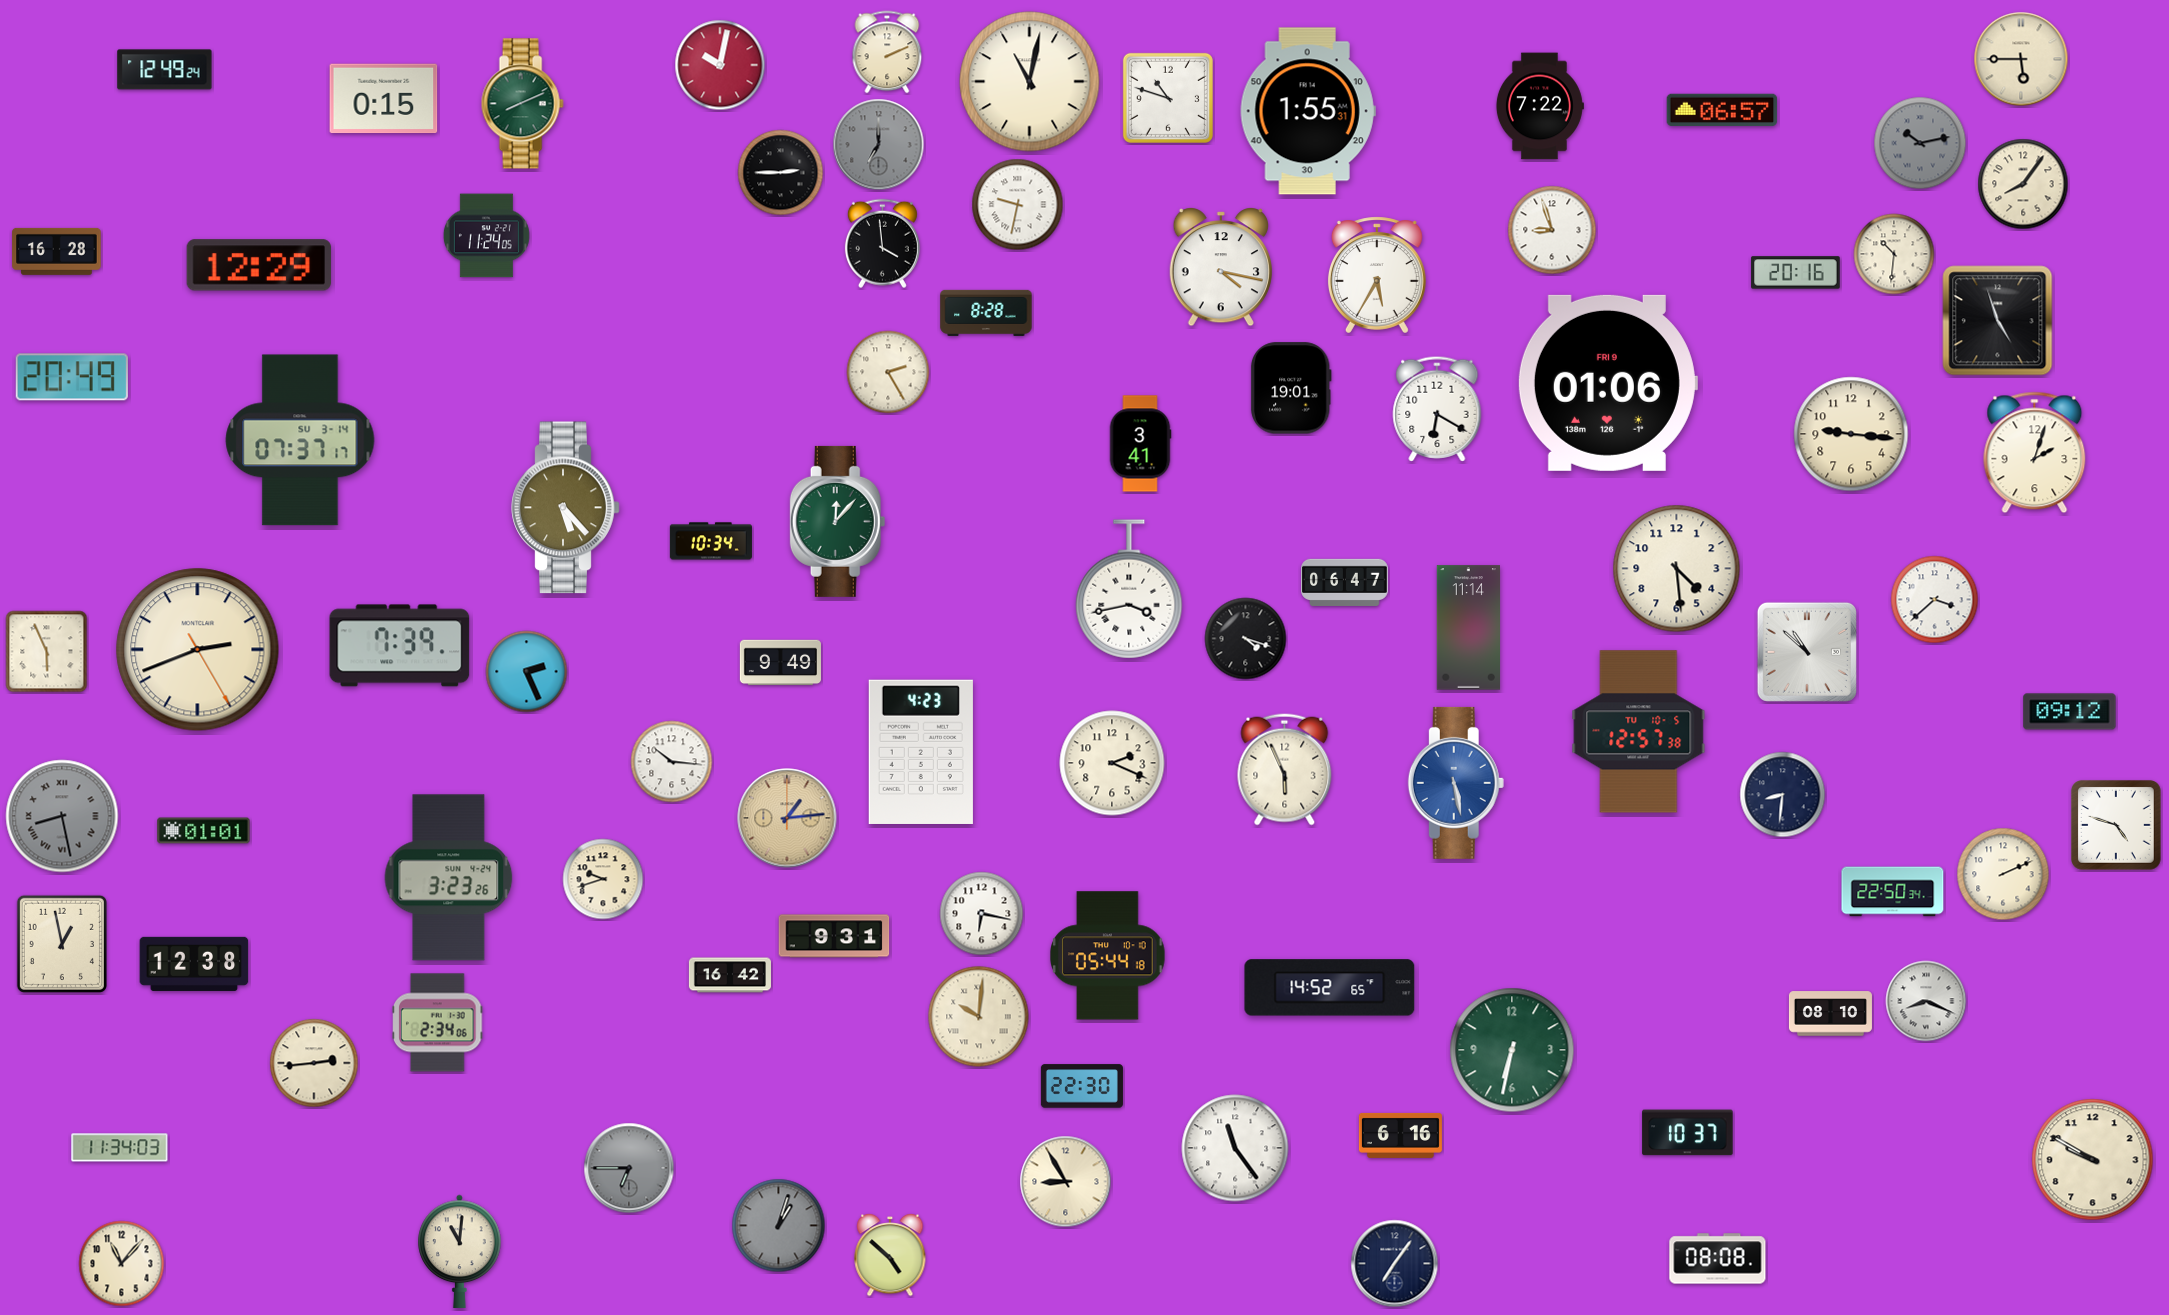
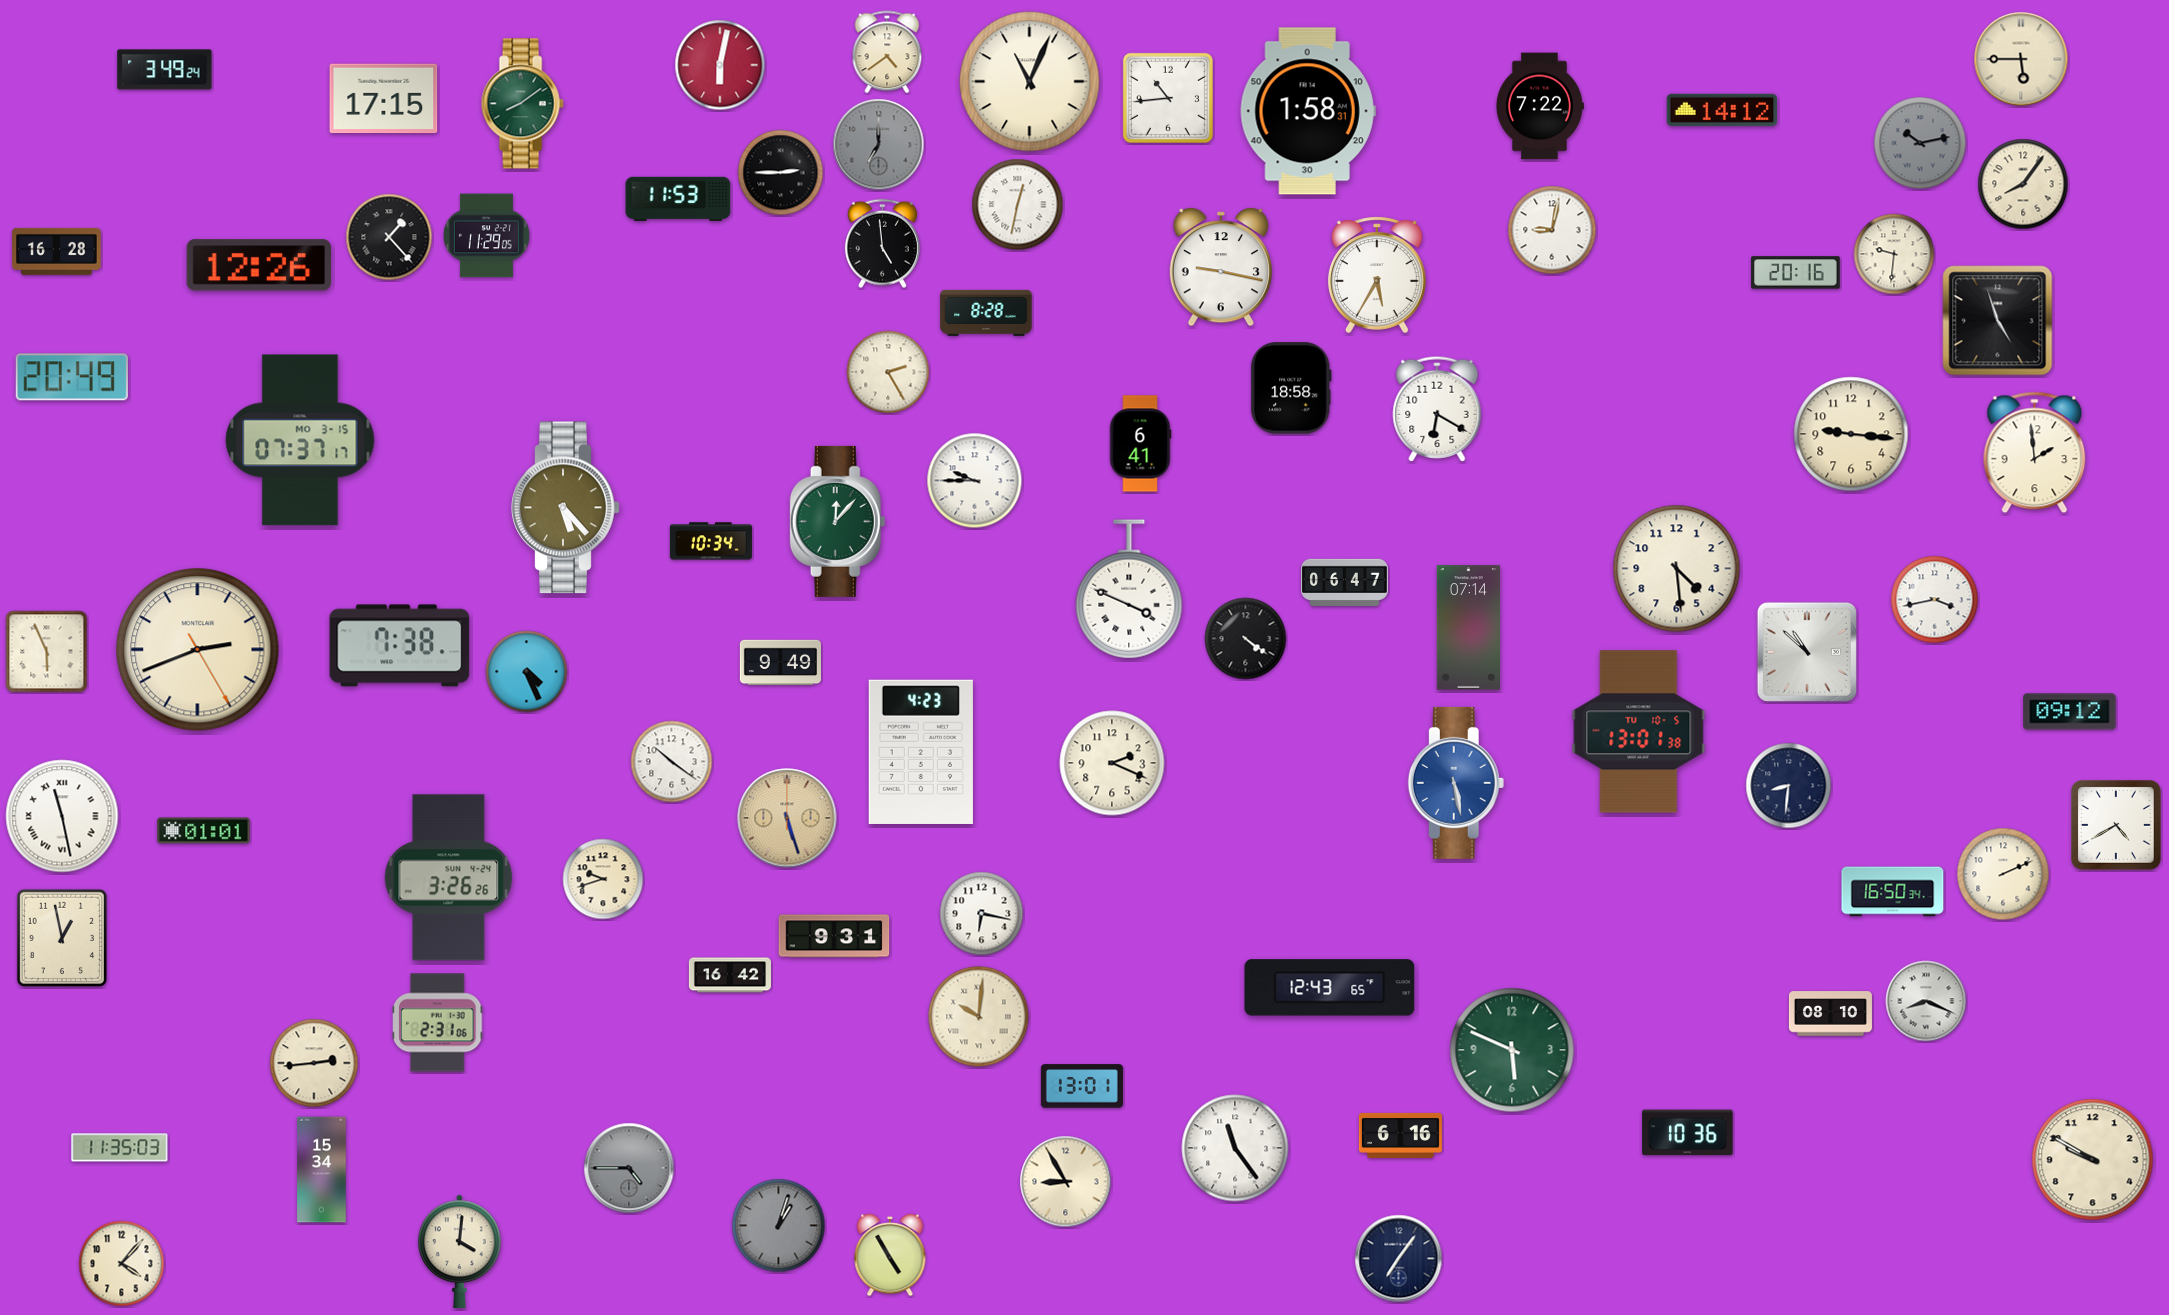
clock at (887, 52): 2:11 -> 4:39
clock at (720, 65): 10:02 -> 6:02
clock at (165, 70): 12:49 -> 3:49
clock at (1030, 82): 11:02 -> 11:04
clock at (1168, 98): 10:48 -> 10:44
clock at (384, 99): 0:15 -> 17:15
clock at (522, 104): 8:11 -> 8:09
clock at (1722, 110): 06:57 -> 14:12
clock at (1308, 111): 1:55 -> 1:58
clock at (678, 198): none -> 11:53
clock at (1018, 205): 9:32 -> 12:32
clock at (1552, 230): 8:57 -> 9:02
clock at (486, 236): 11:24 -> 11:29
clock at (389, 237): none -> 1:23
clock at (882, 244): 3:59 -> 4:59
clock at (1894, 254): 10:31 -> 9:31
clock at (258, 265): 12:29 -> 12:26
clock at (1221, 267): 4:17 -> 9:17
clock at (1607, 383): 01:06 -> none
clock at (1291, 388): 19:01 -> 18:58
clock at (300, 440) date: SU 3-14 -> MO 3-15
clock at (1140, 444): 3:41 -> 6:41
clock at (2035, 453): 2:03 -> 1:59
clock at (975, 481): none -> 9:45
clock at (1129, 589): 3:43 -> 3:49
clock at (1935, 600): 3:38 -> 3:43
clock at (1468, 628): 11:14 -> 07:14
clock at (1246, 639): 4:18 -> 4:21
clock at (400, 646): 7:39 -> 7:38
clock at (527, 672): 2:26 -> 4:26
clock at (1639, 732): 12:57 -> 13:01
clock at (672, 762): 10:16 -> 10:21
clock at (1285, 770): 5:56 -> none
clock at (1783, 795) position: (1783, 795) -> (1789, 786)
clock at (62, 816): 8:28 -> 11:28
clock at (62, 816) dial: grey -> white
clock at (787, 818): 1:14 -> 5:27
clock at (2116, 825): 4:48 -> 4:40
clock at (449, 878): 3:23 -> 3:26
clock at (1893, 892): 22:50 -> 16:50
clock at (62, 944) position: (62, 944) -> (62, 938)
clock at (1108, 956): 05:44 -> none
clock at (194, 964): 12:38 -> none
clock at (1330, 988): 14:52 -> 12:43
clock at (438, 1023): 2:34 -> 2:31
clock at (1512, 1050): 6:32 -> 5:49
clock at (1082, 1086): 22:30 -> 13:01
clock at (1688, 1133): 10:37 -> 10:36
clock at (120, 1148): 11:34 -> 11:35
clock at (629, 1168): 6:45 -> 4:45
clock at (322, 1170): none -> 15:34
clock at (460, 1251): 11:01 -> 4:01
clock at (890, 1255): 4:52 -> 4:55
clock at (1718, 1259): 08:08 -> none
clock at (122, 1264): 11:07 -> 4:07
clock at (1395, 1264) position: (1395, 1264) -> (1399, 1259)
